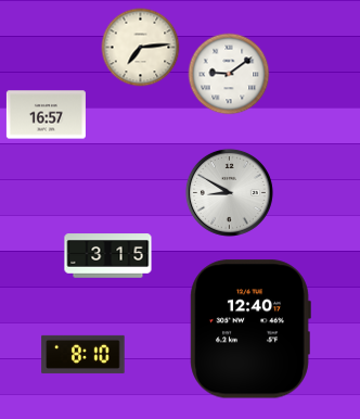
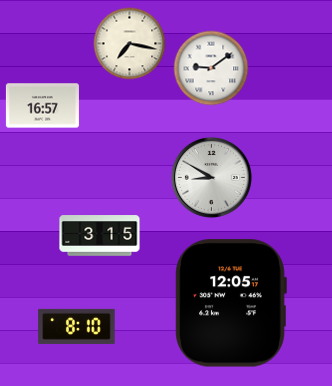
clock at (141, 48): 7:14 -> 7:17
clock at (250, 329): 12:40 -> 12:05
